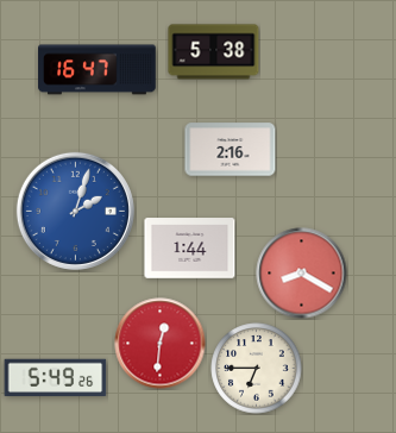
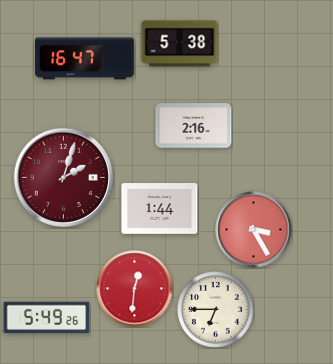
clock at (98, 70) position: (98, 70) -> (85, 59)
clock at (75, 211) dial: blue -> burgundy
clock at (302, 274): 8:20 -> 3:25
